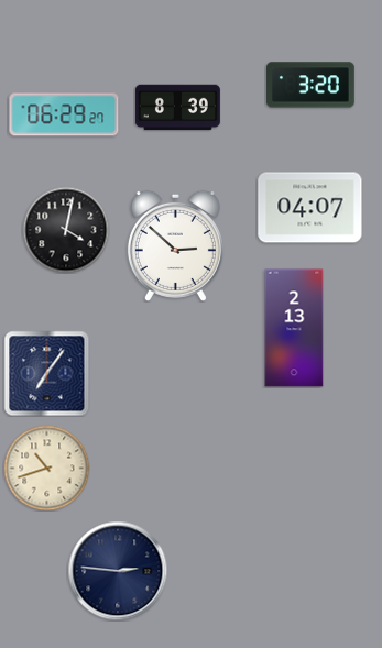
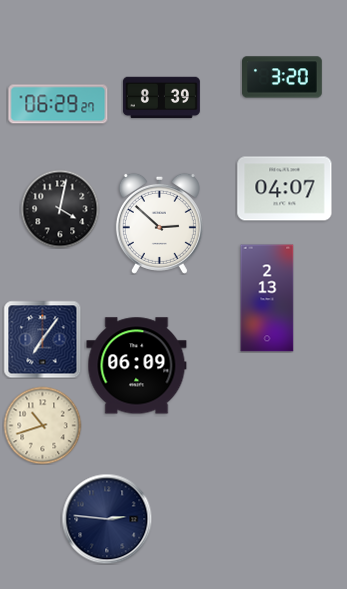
clock at (310, 208) position: (310, 208) -> (285, 189)
clock at (137, 366): none -> 06:09
